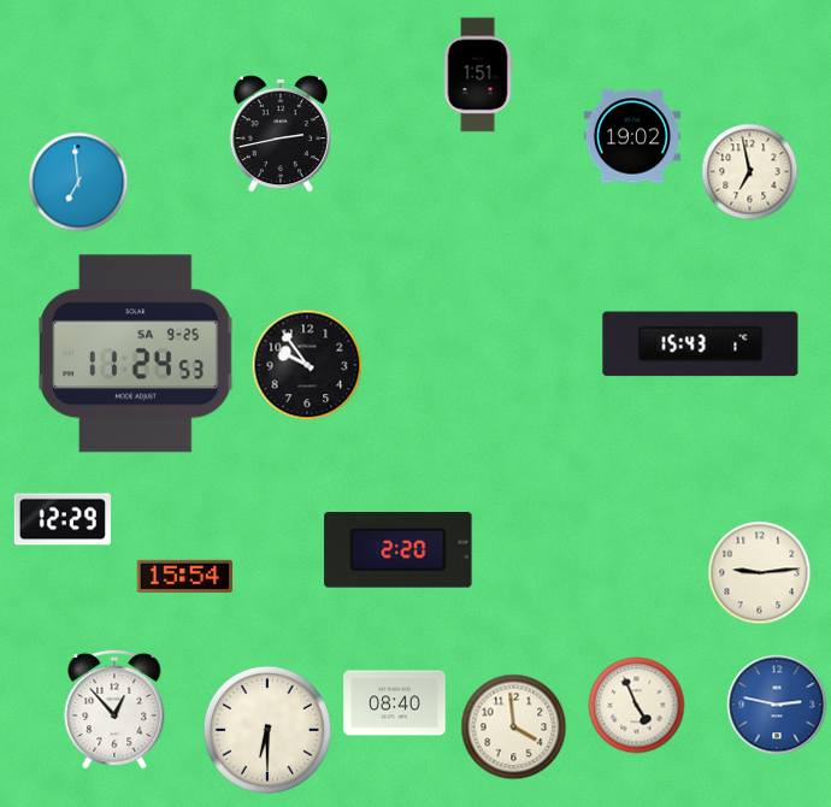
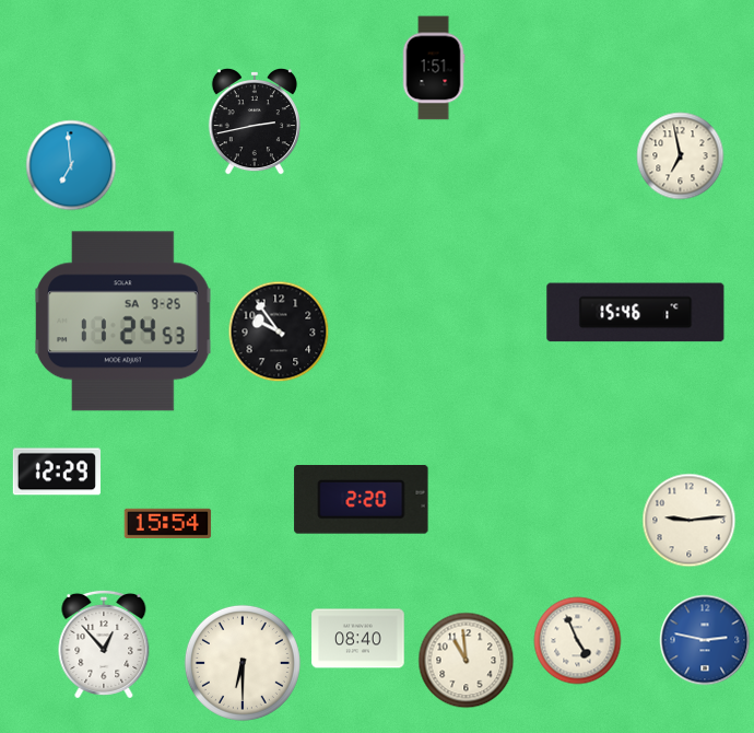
clock at (631, 136): 19:02 -> none
clock at (701, 344): 15:43 -> 15:46
clock at (514, 728): 3:59 -> 10:59
